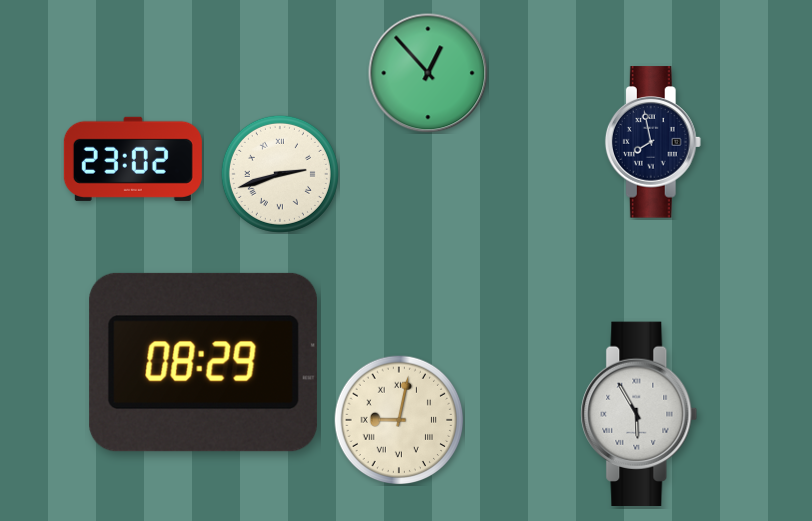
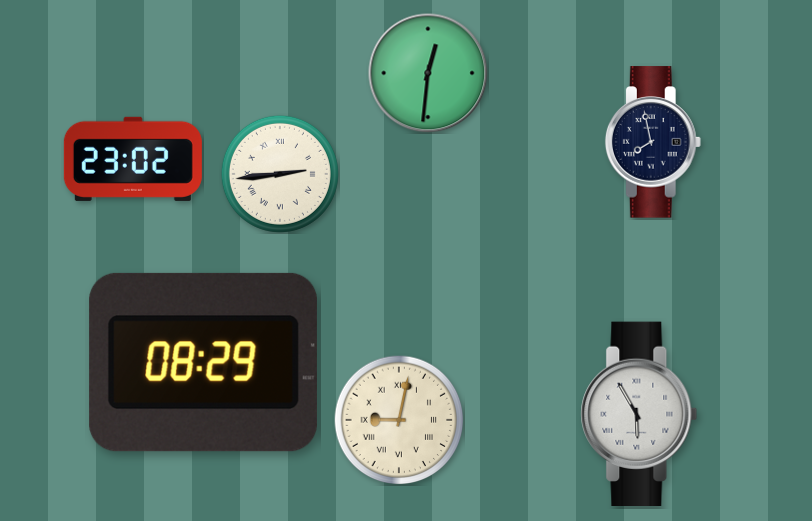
clock at (428, 73): 12:53 -> 12:31
clock at (280, 174): 2:42 -> 2:44
